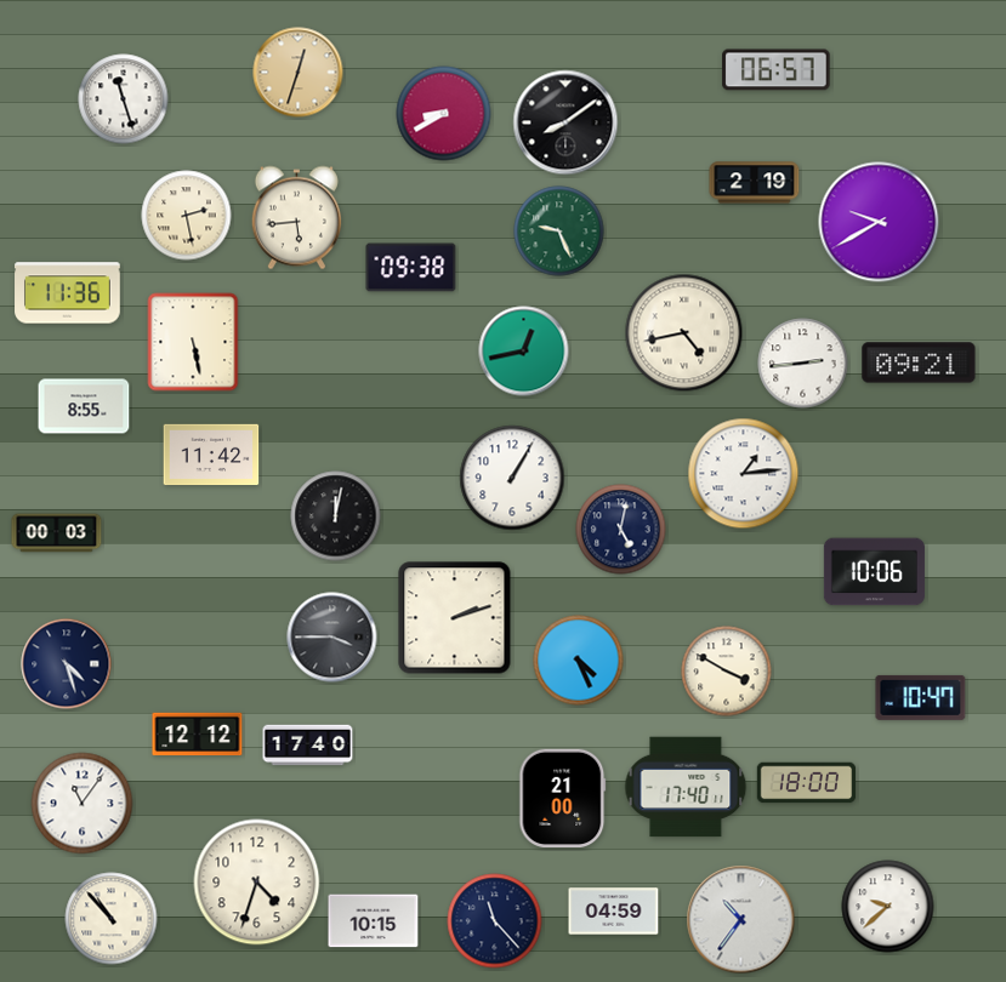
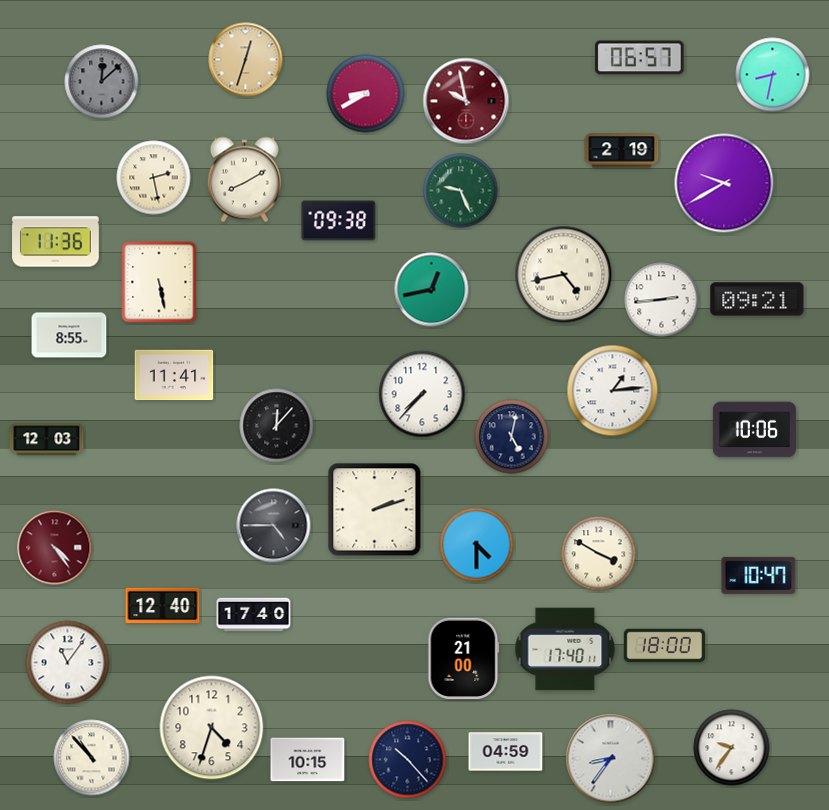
clock at (773, 75): none -> 8:32
clock at (124, 99): 11:27 -> 12:08
clock at (124, 99) dial: white -> grey
clock at (565, 122): 8:09 -> 9:58
clock at (565, 122) dial: black -> burgundy
clock at (296, 218): 5:44 -> 8:10
clock at (211, 455): 11:42 -> 11:41
clock at (512, 478): 1:05 -> 7:37
clock at (336, 516): 12:02 -> 12:07
clock at (57, 533): 00:03 -> 12:03
clock at (874, 572) position: (874, 572) -> (754, 430)
clock at (333, 638): 3:45 -> 4:45
clock at (579, 661): 4:26 -> 4:30
clock at (67, 664): 4:27 -> 4:24
clock at (67, 664) dial: navy -> burgundy
clock at (198, 735): 12:12 -> 12:40
clock at (888, 907): 9:38 -> 9:36
clock at (741, 920): 10:36 -> 8:36
clock at (495, 921): 11:23 -> 10:23
